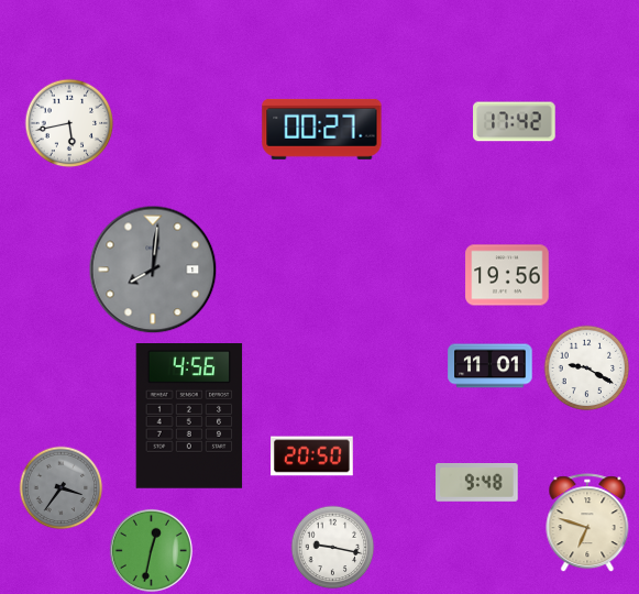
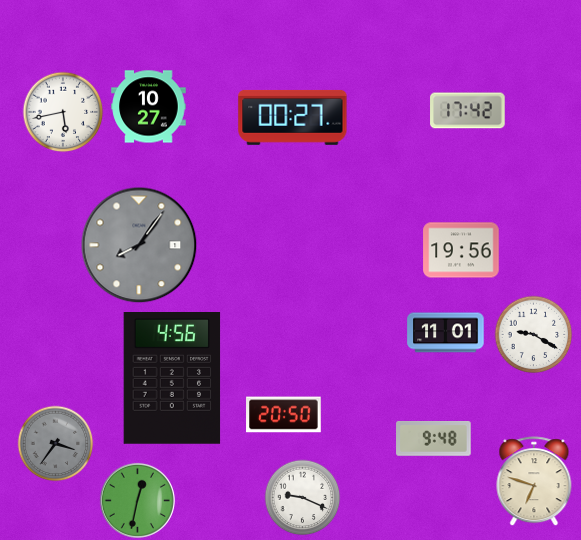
clock at (149, 107): none -> 10:27
clock at (153, 269): 8:01 -> 8:06
clock at (587, 524) position: (587, 524) -> (534, 482)
clock at (333, 548): 9:17 -> 9:19
